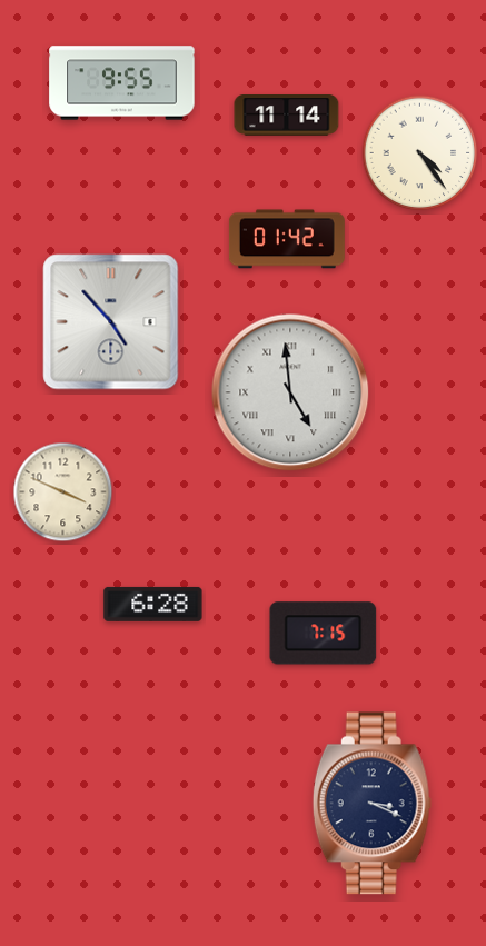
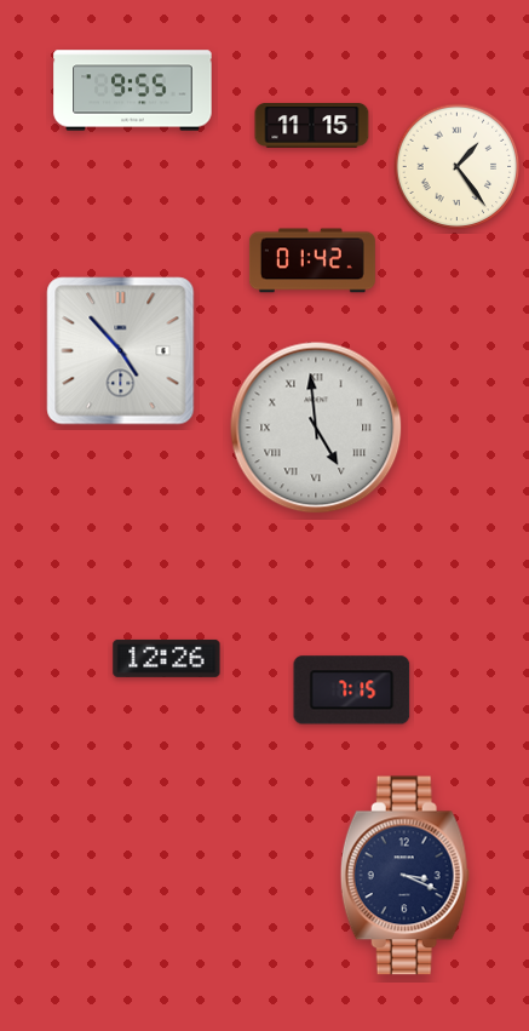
clock at (287, 116): 11:14 -> 11:15
clock at (420, 153): 4:24 -> 1:24
clock at (63, 492): 3:49 -> none
clock at (153, 604): 6:28 -> 12:26
